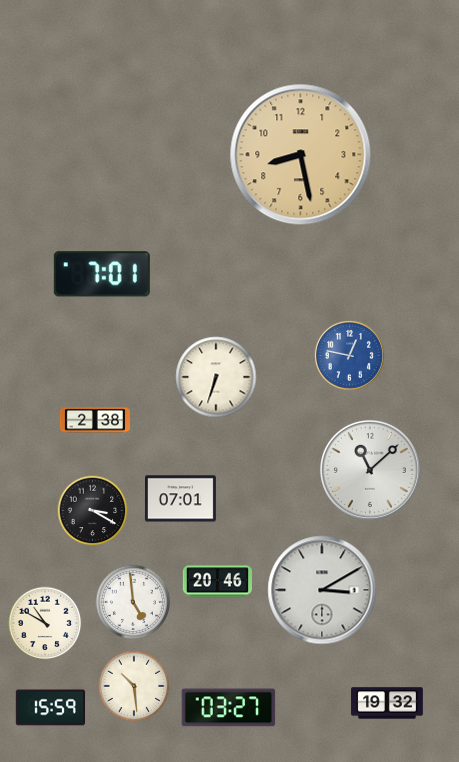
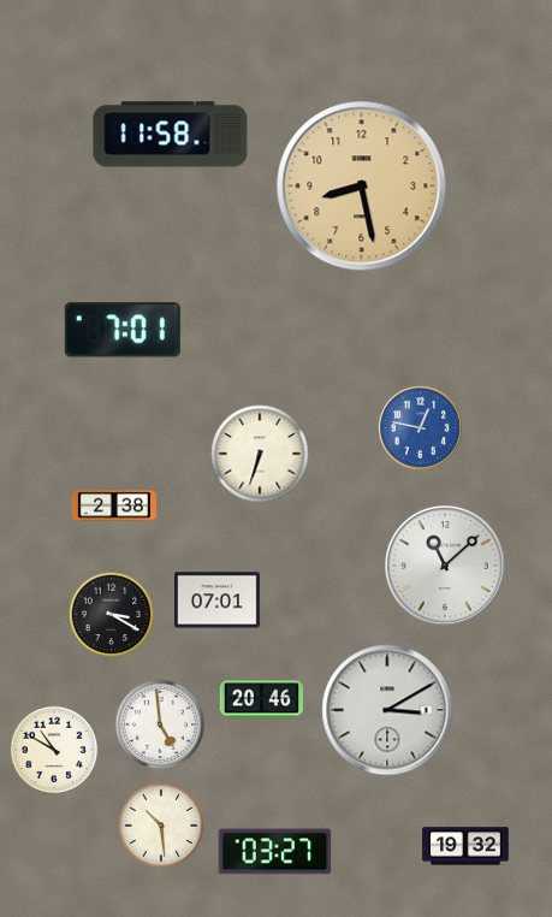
clock at (171, 135): none -> 11:58
clock at (50, 708): 15:59 -> none
